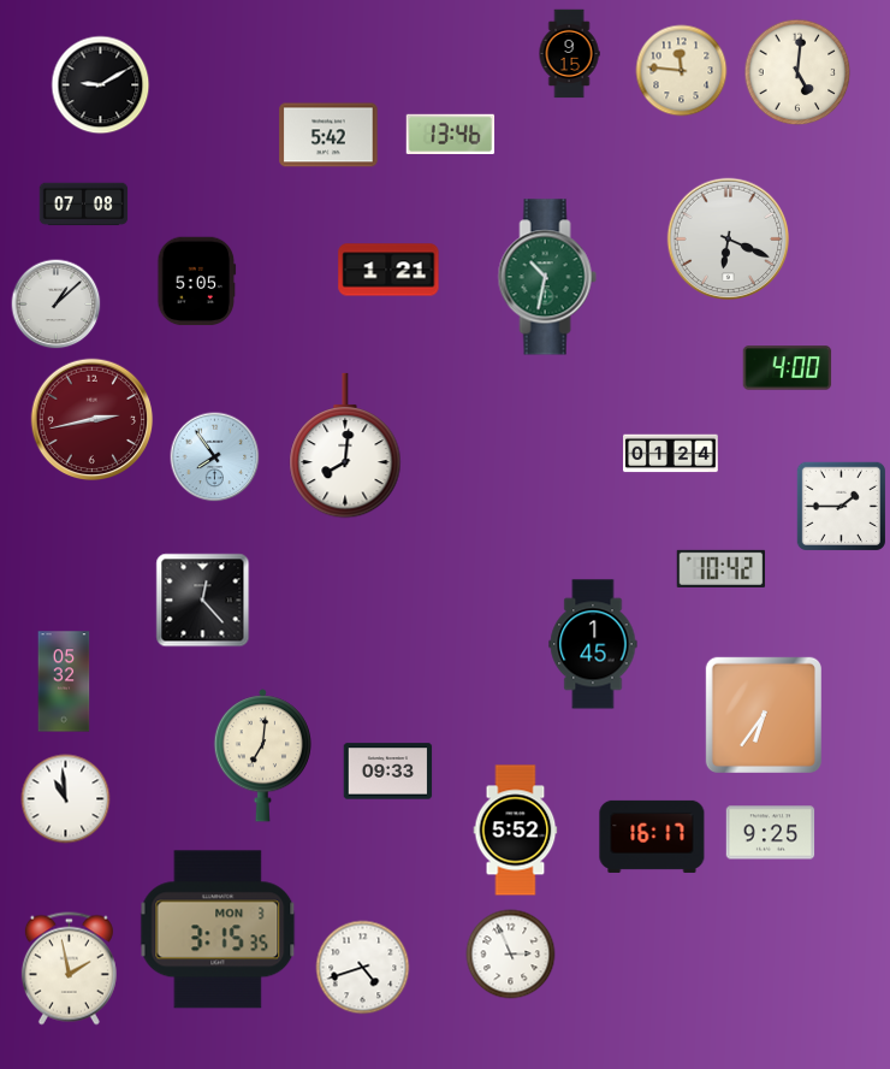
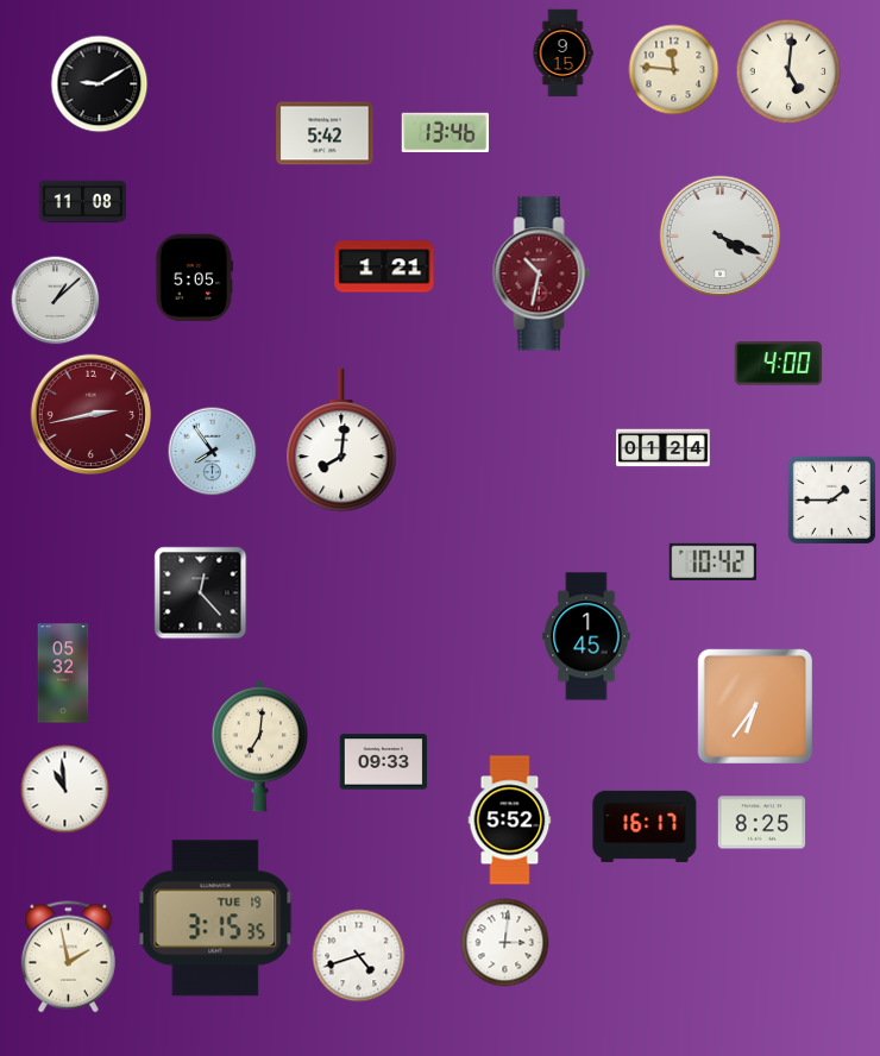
clock at (84, 205): 07:08 -> 11:08
clock at (729, 240): 6:19 -> 4:19
clock at (547, 277) dial: green -> burgundy
clock at (771, 833): 9:25 -> 8:25
clock at (218, 929) date: MON 3 -> TUE 19
clock at (511, 955): 2:56 -> 3:01
